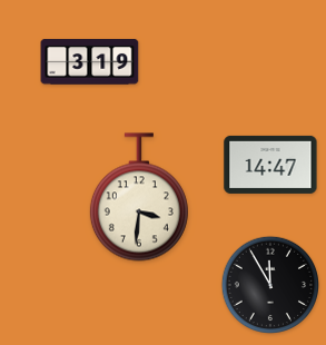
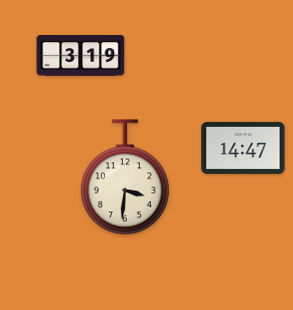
clock at (270, 285): 11:55 -> none
